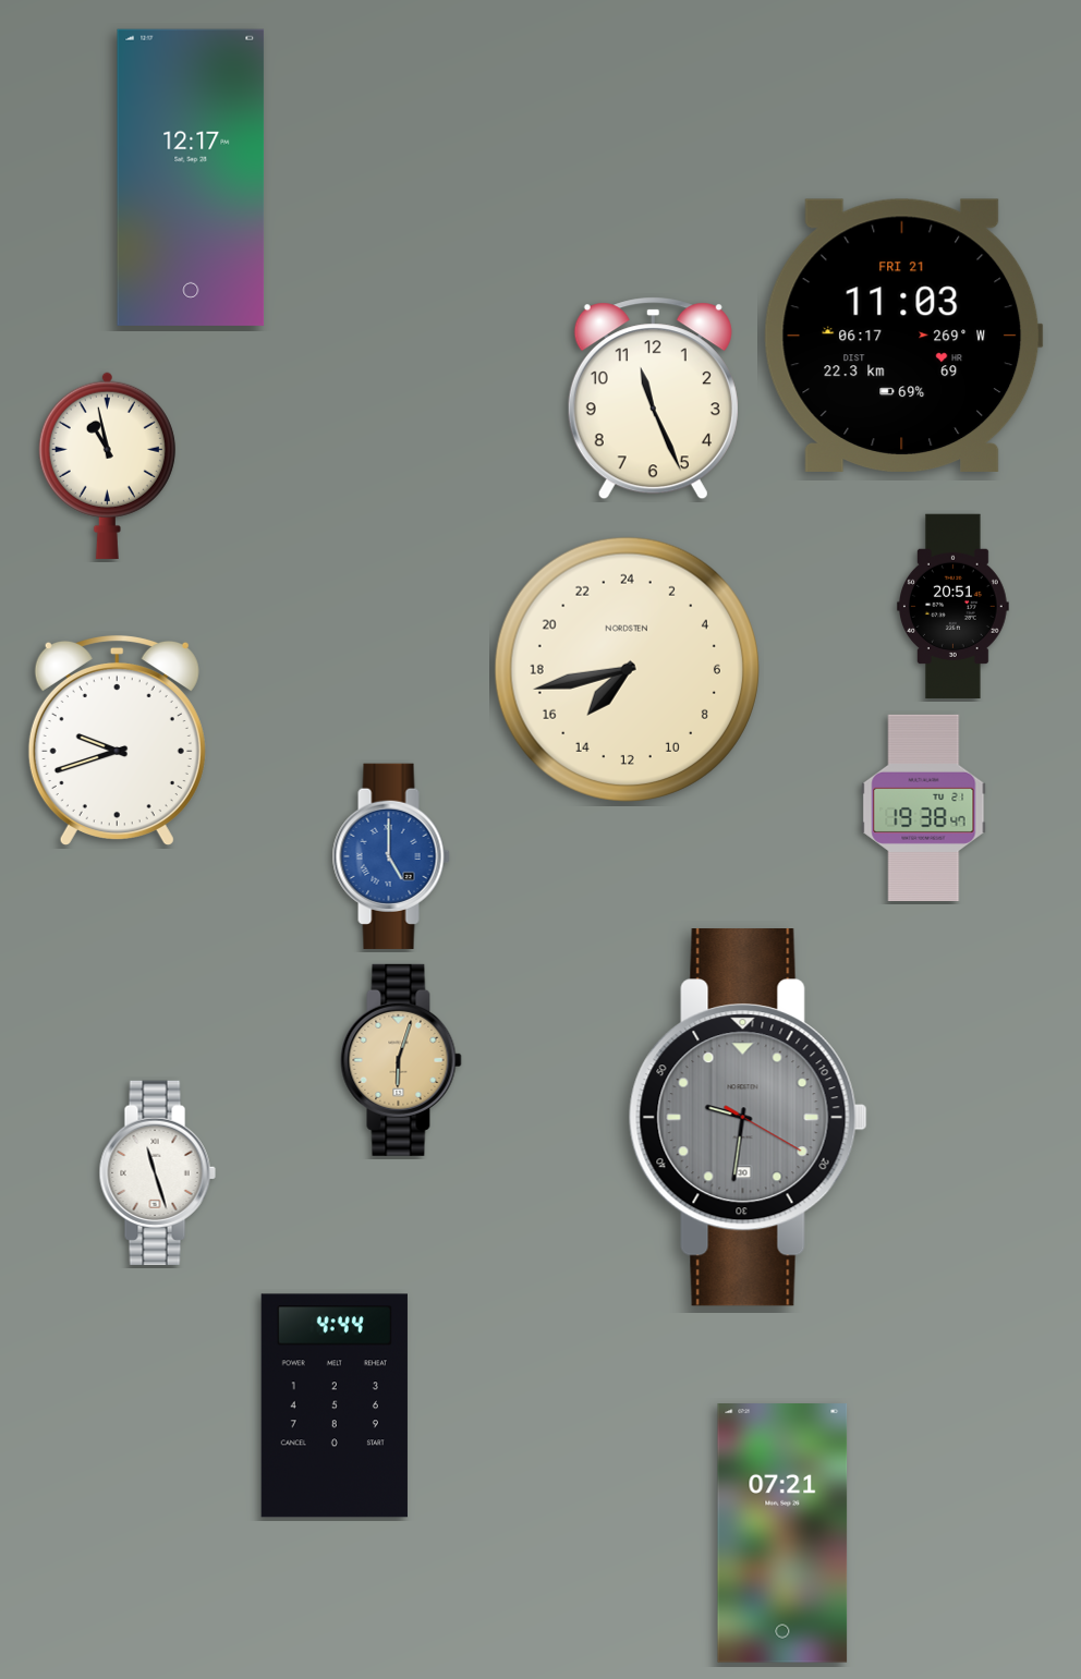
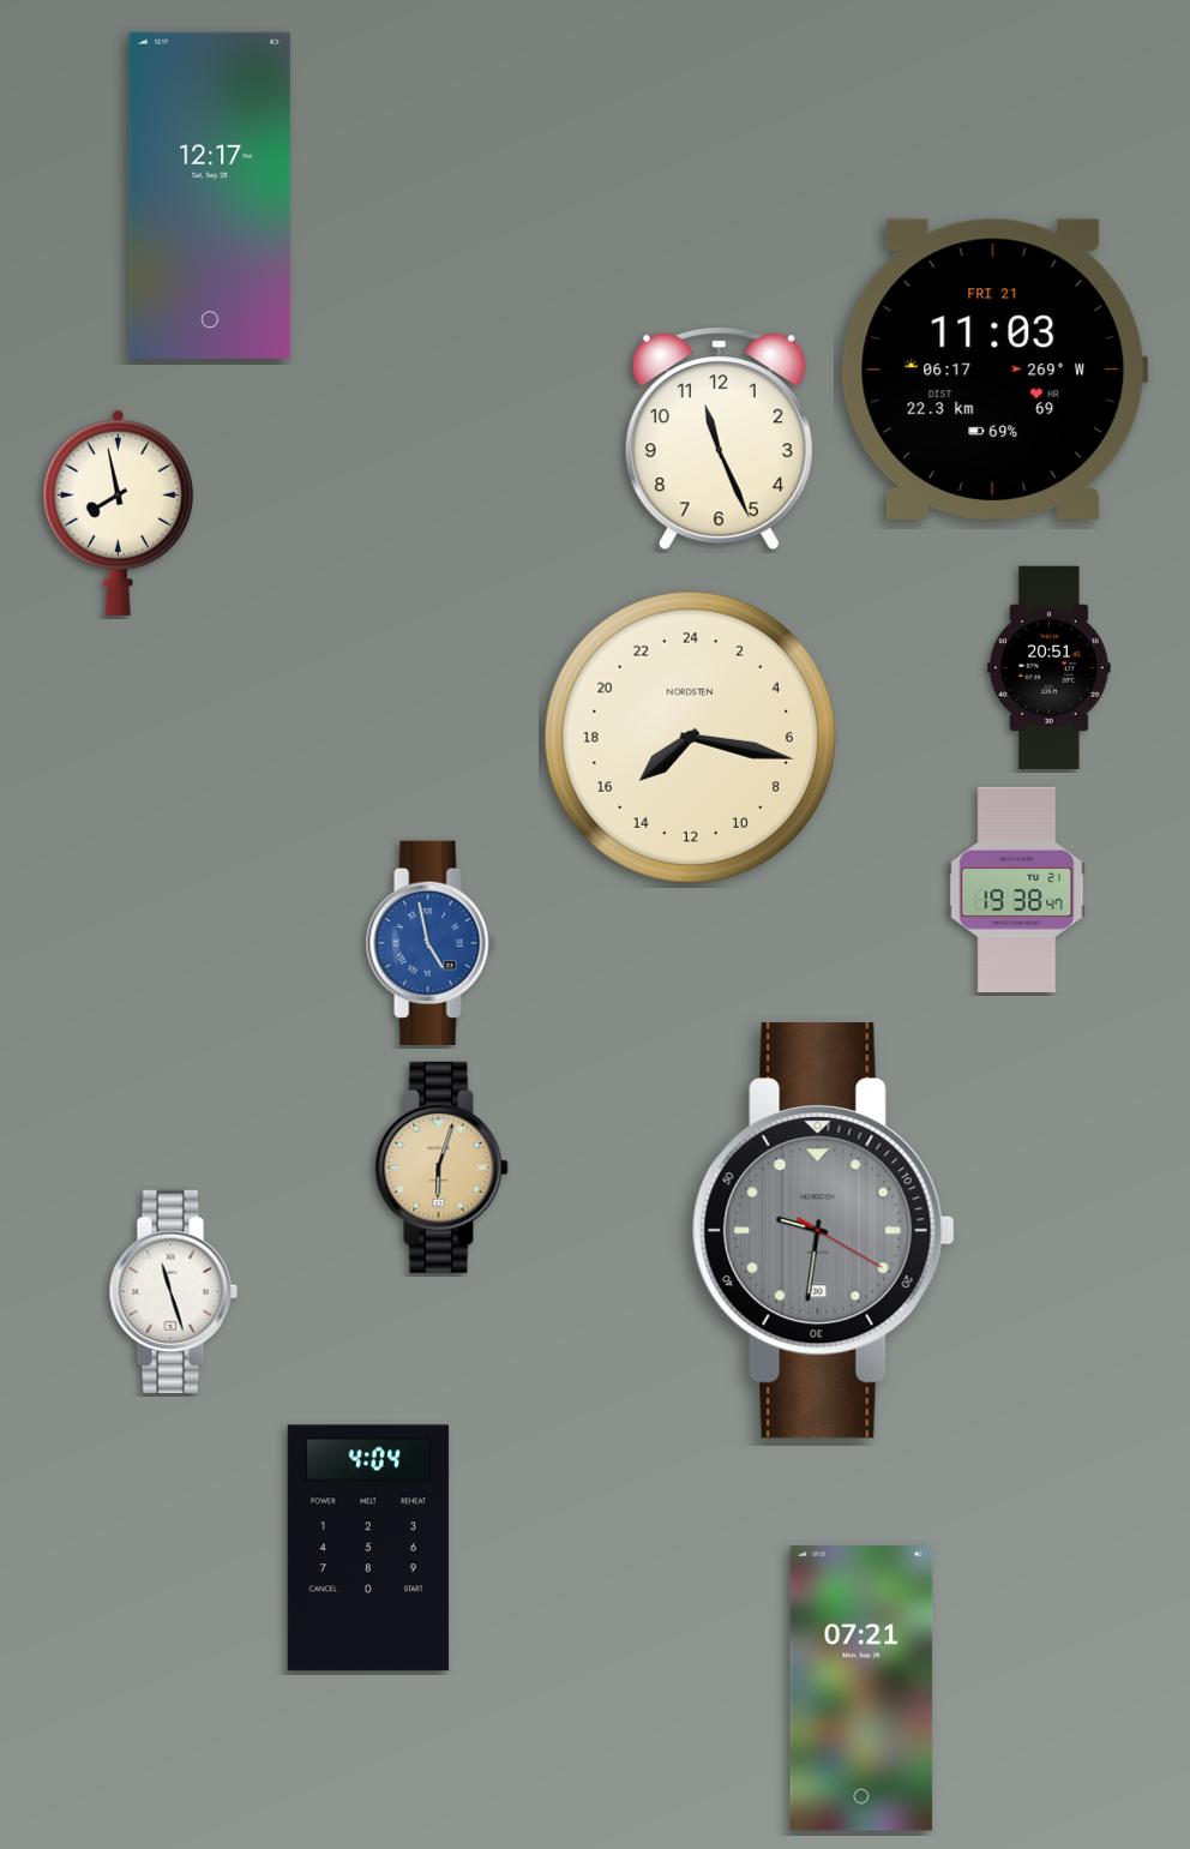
clock at (107, 465): 10:58 -> 7:58
clock at (627, 669): 14:43 -> 15:17
clock at (117, 740): 9:42 -> none
clock at (391, 856): 5:00 -> 4:58
clock at (335, 1406): 4:44 -> 4:04
